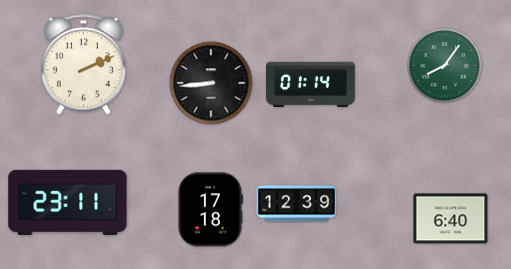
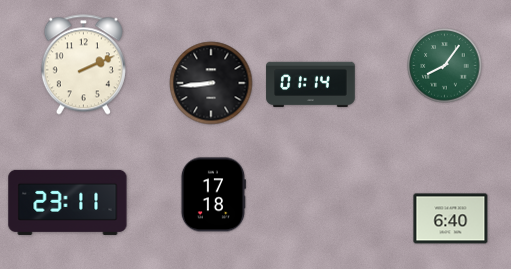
clock at (297, 204): 12:39 -> none
clock at (210, 210) position: (210, 210) -> (213, 195)
